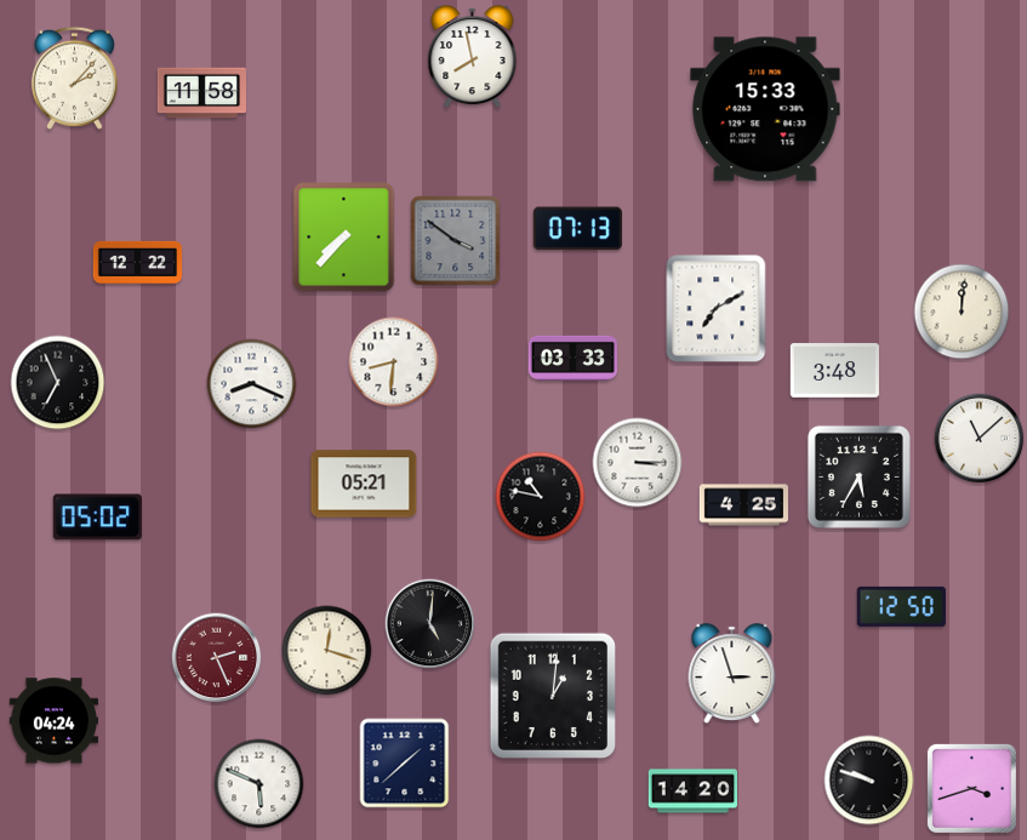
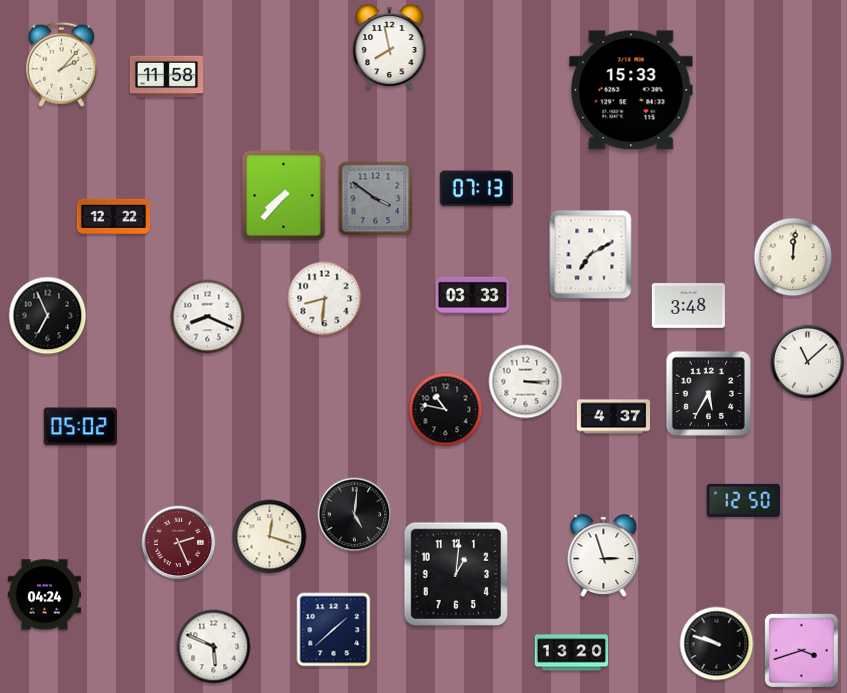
clock at (364, 484): 05:21 -> none
clock at (744, 505): 4:25 -> 4:37
clock at (692, 792): 14:20 -> 13:20
